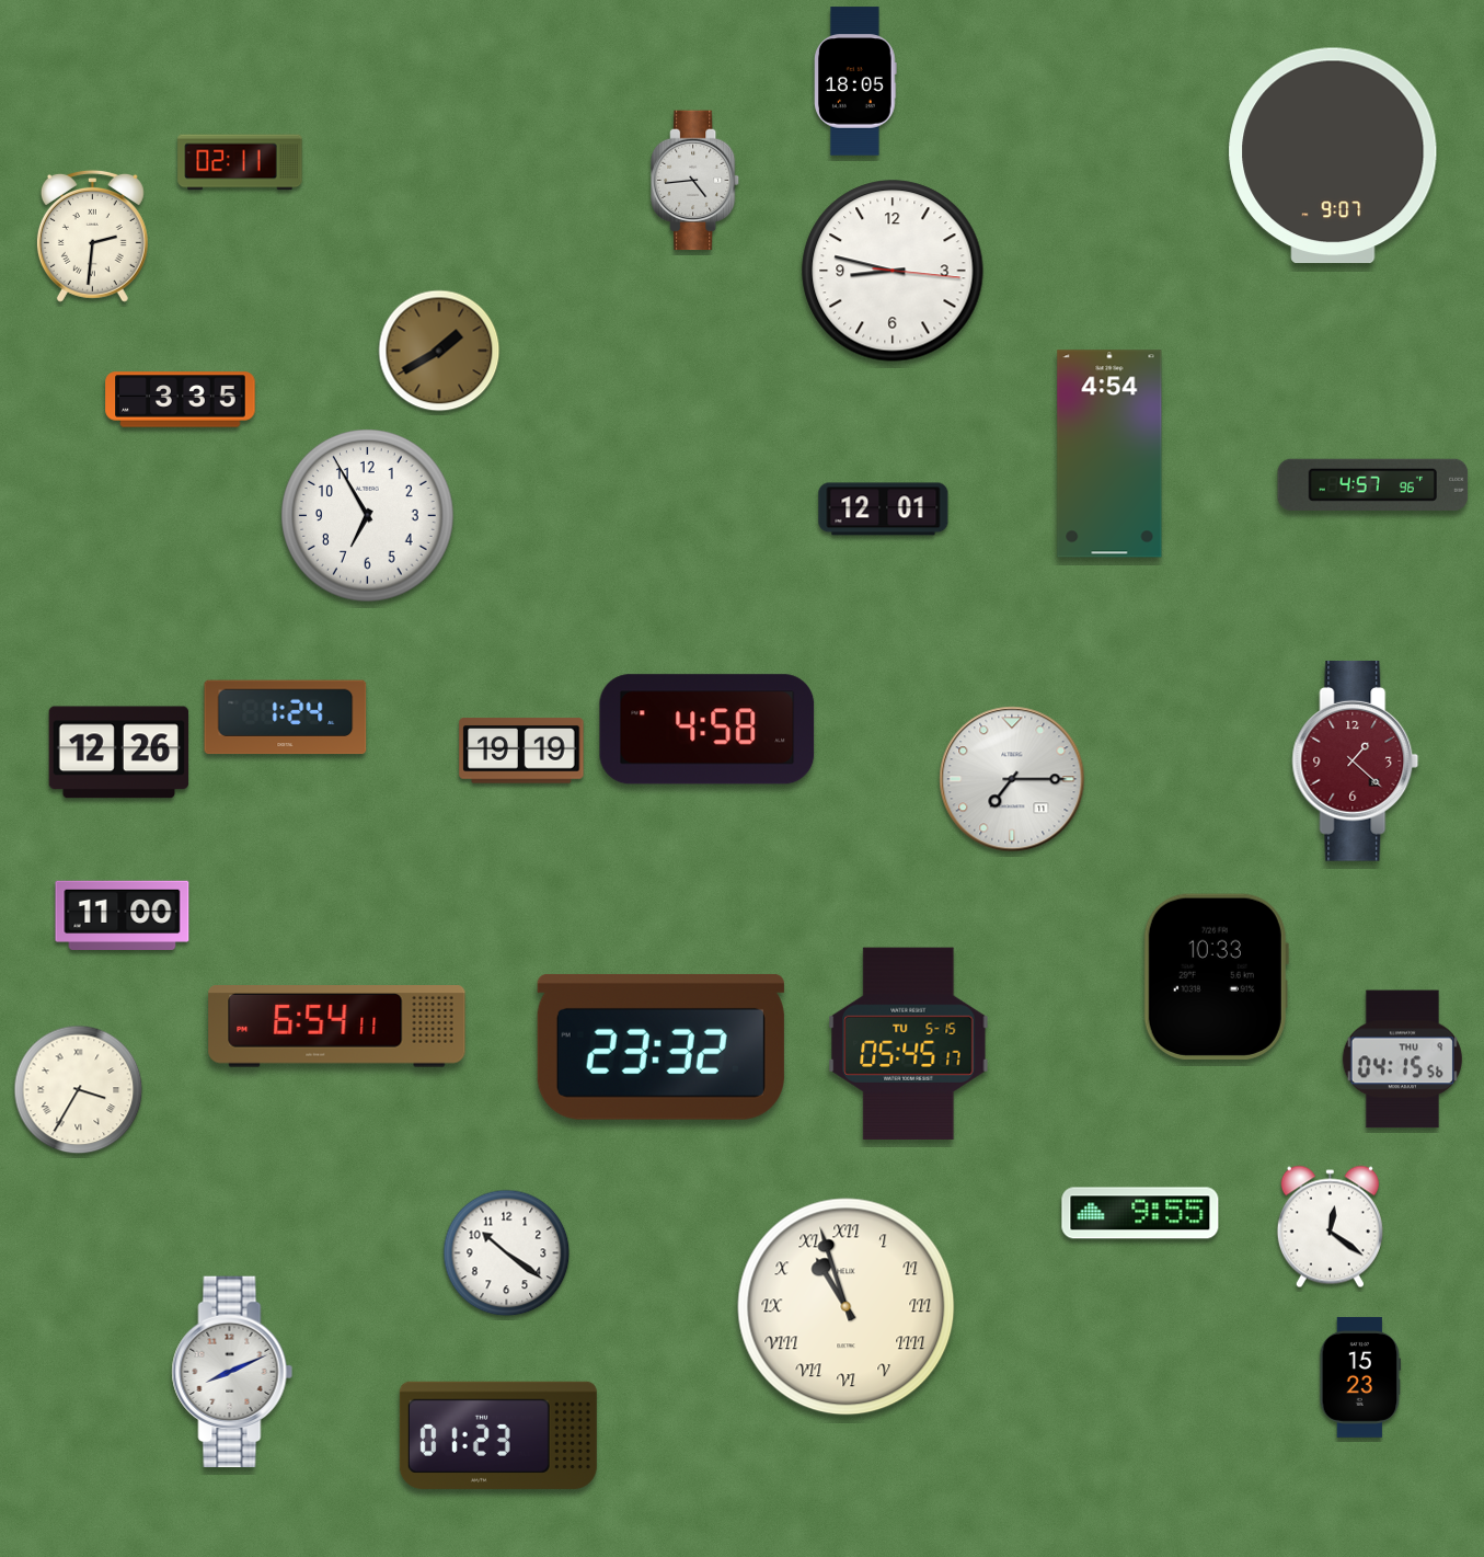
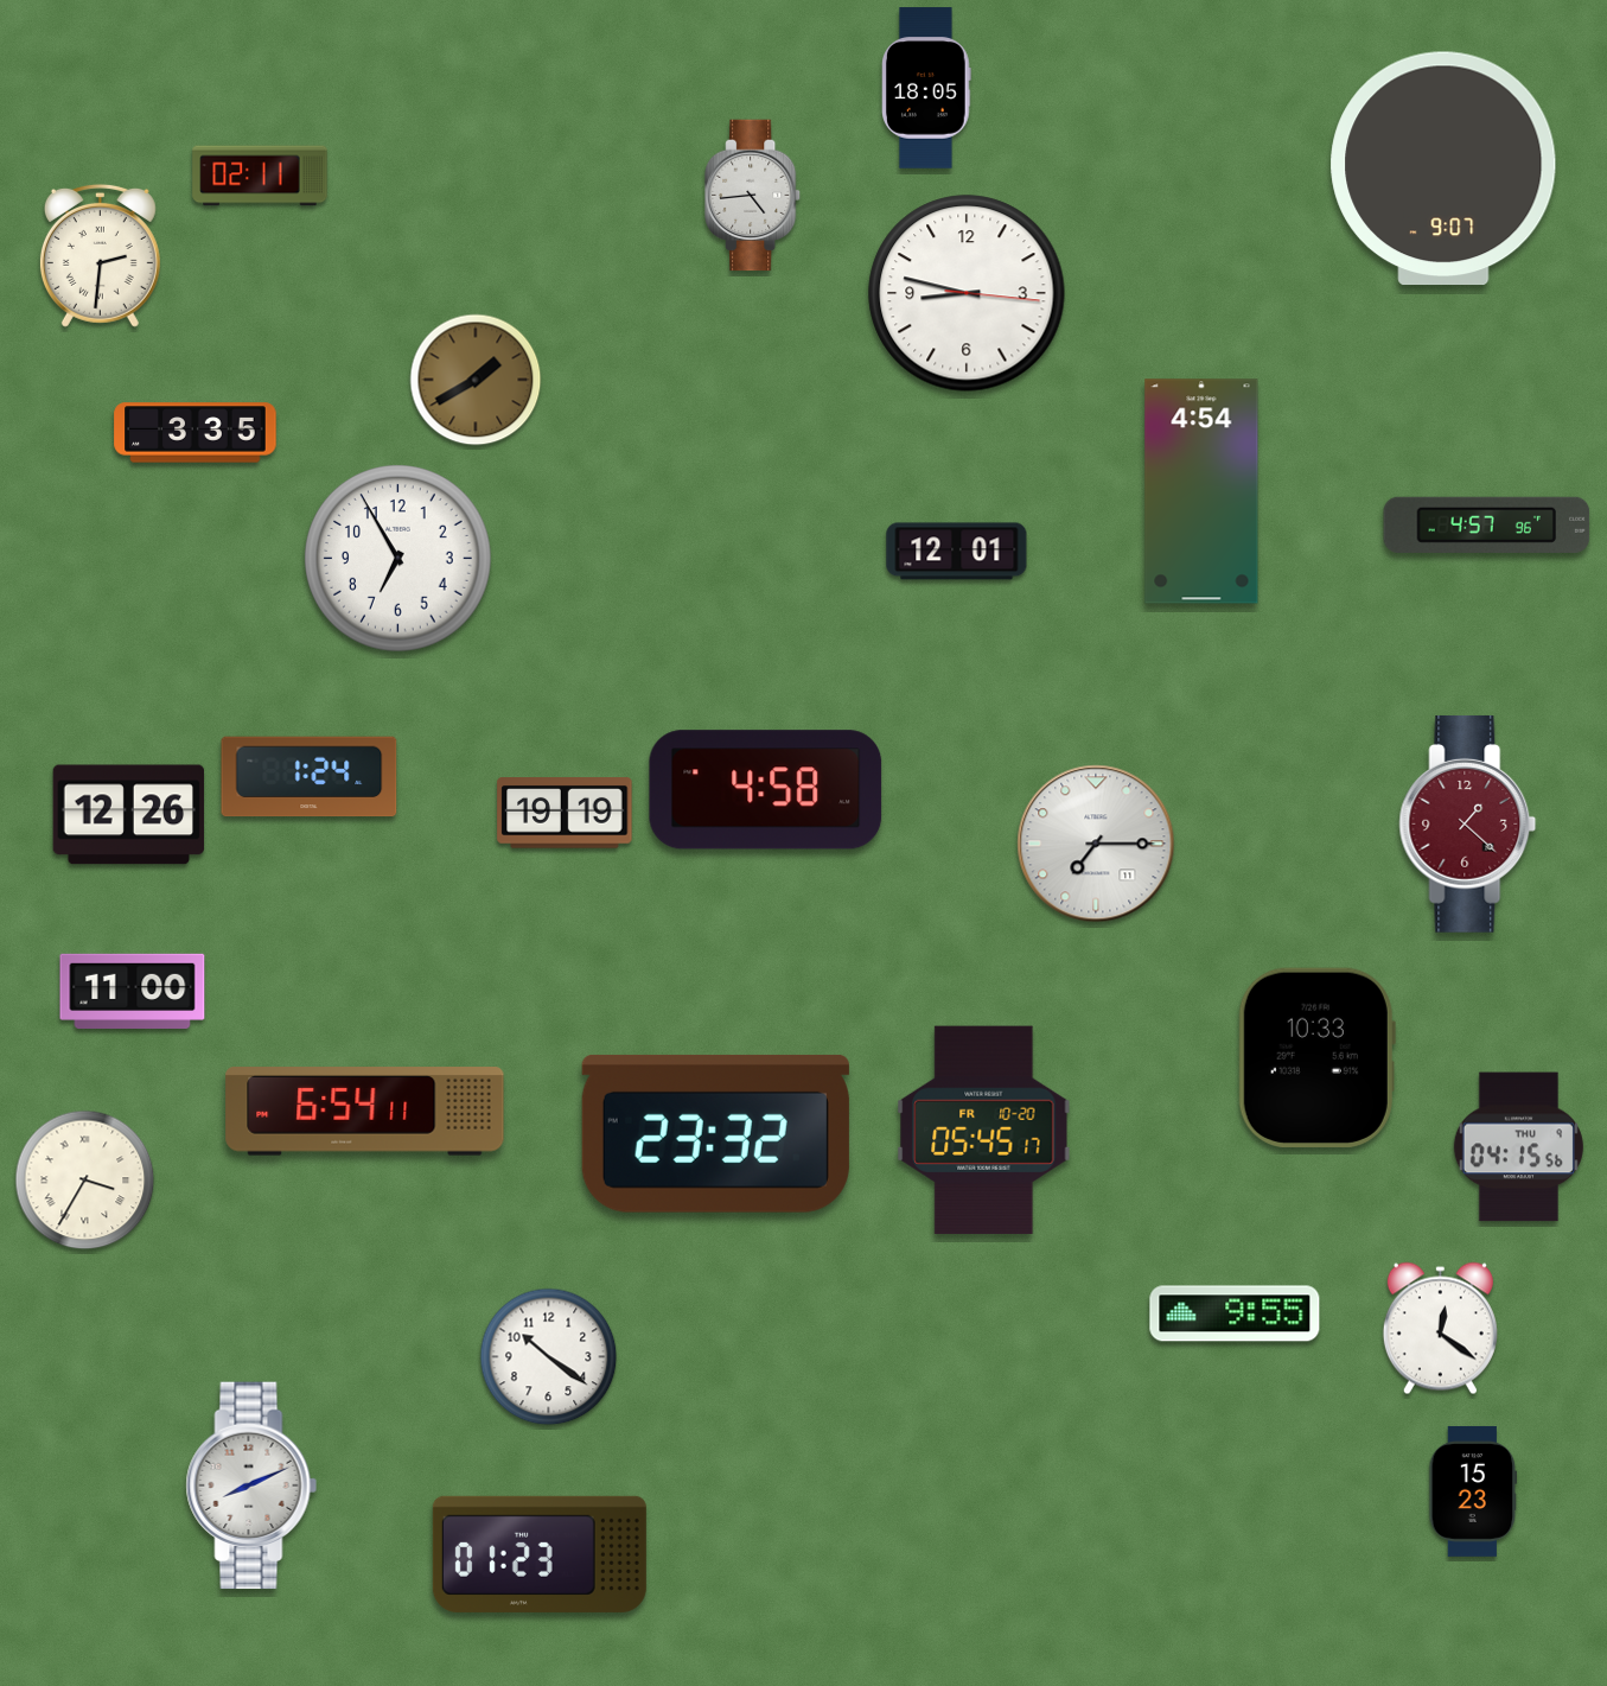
clock at (909, 1043) date: TU 5-15 -> FR 10-20
clock at (847, 1307): 10:57 -> none
